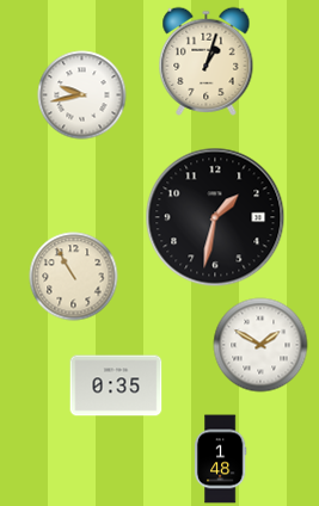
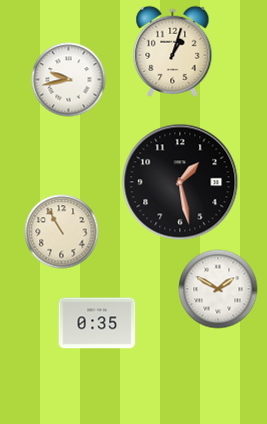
clock at (215, 217): 1:32 -> 1:28
clock at (220, 459): 1:48 -> none
